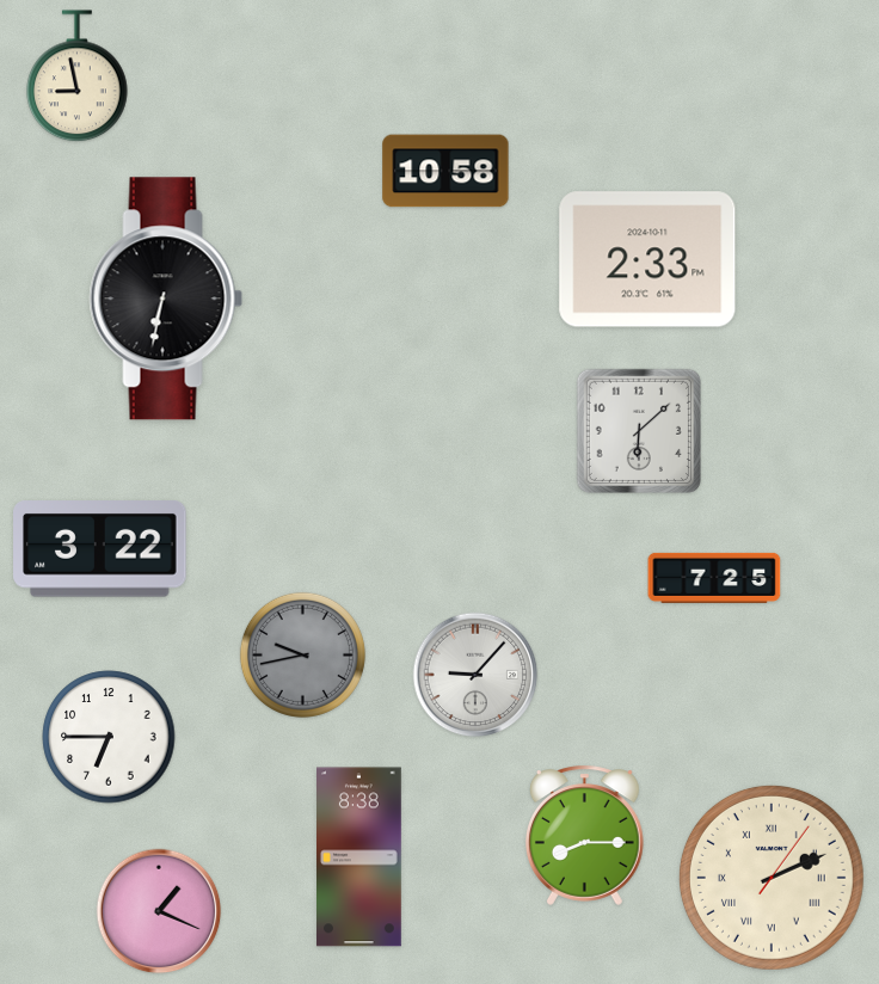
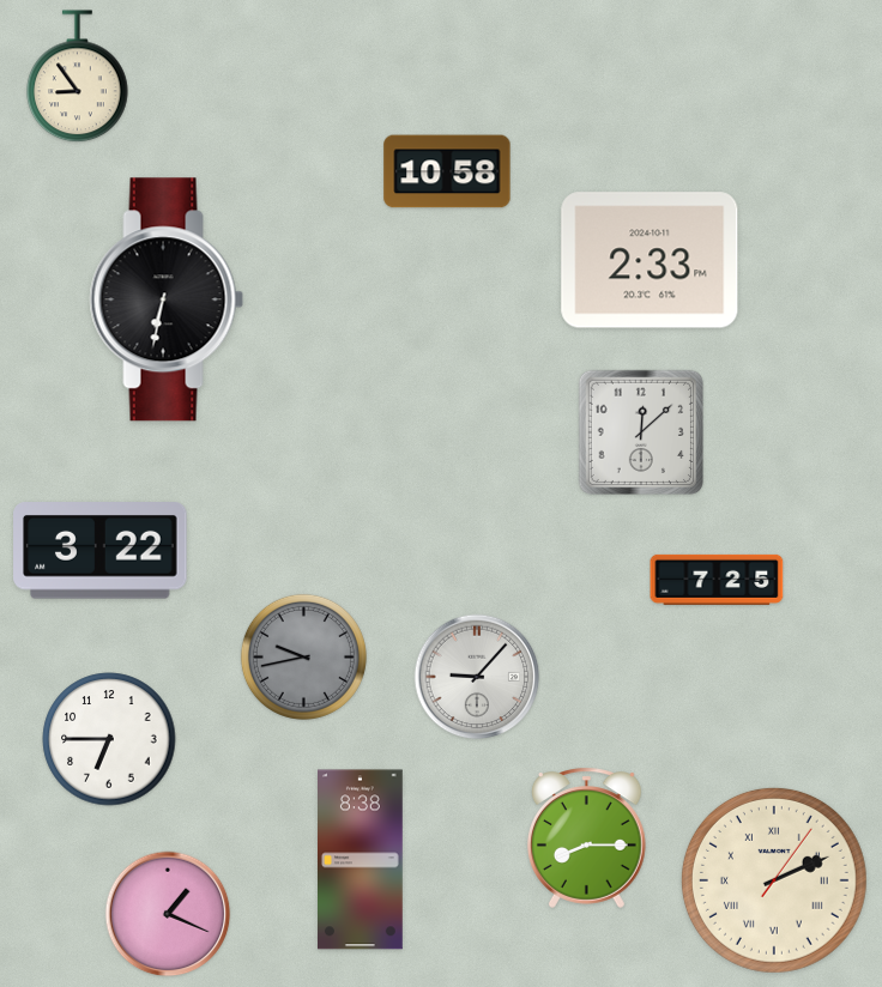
clock at (78, 76): 8:58 -> 8:54
clock at (638, 430): 6:08 -> 12:08
clock at (159, 911) position: (159, 911) -> (168, 914)
